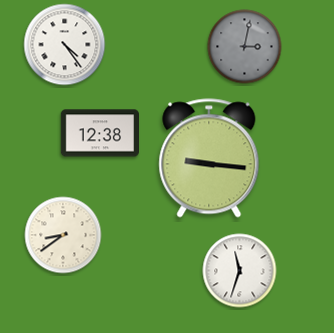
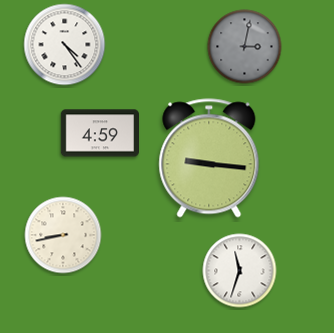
clock at (99, 133): 12:38 -> 4:59
clock at (63, 235): 8:39 -> 8:43
